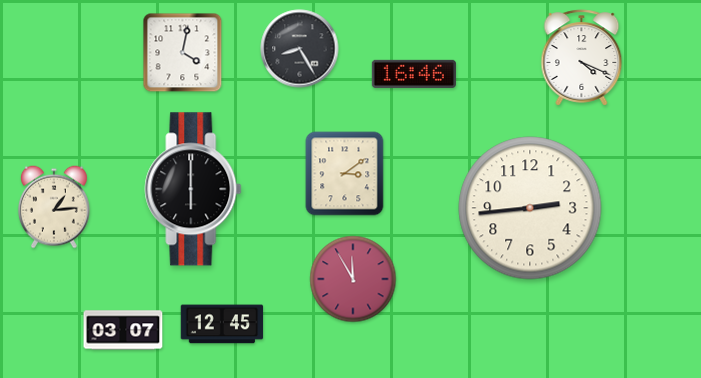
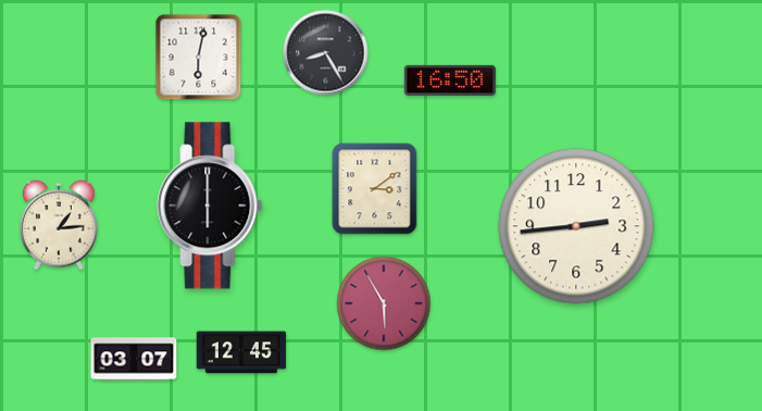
clock at (183, 53): 4:02 -> 6:02
clock at (582, 58): 4:19 -> none
clock at (414, 74): 16:46 -> 16:50
clock at (353, 279): 11:55 -> 5:55
